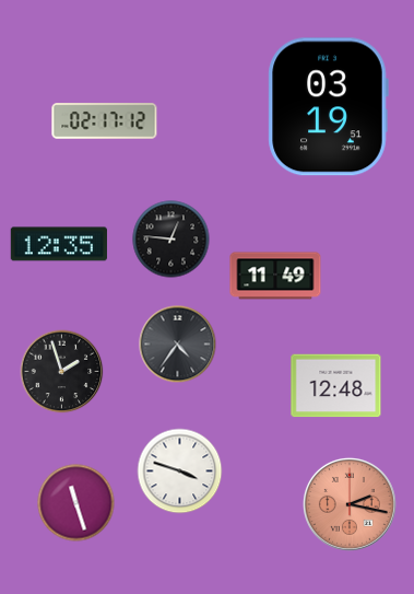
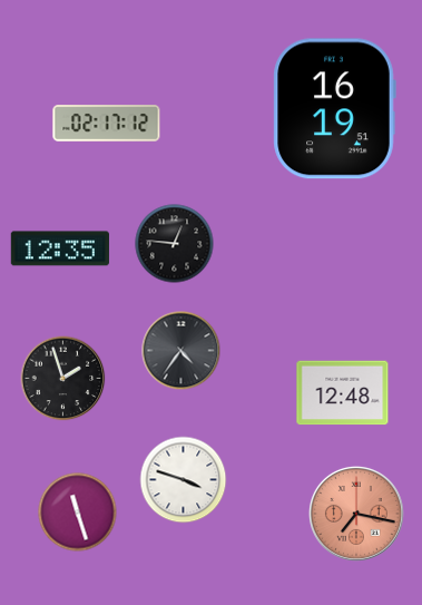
clock at (328, 107): 03:19 -> 16:19
clock at (275, 276): 11:49 -> none
clock at (350, 504): 2:17 -> 7:17
